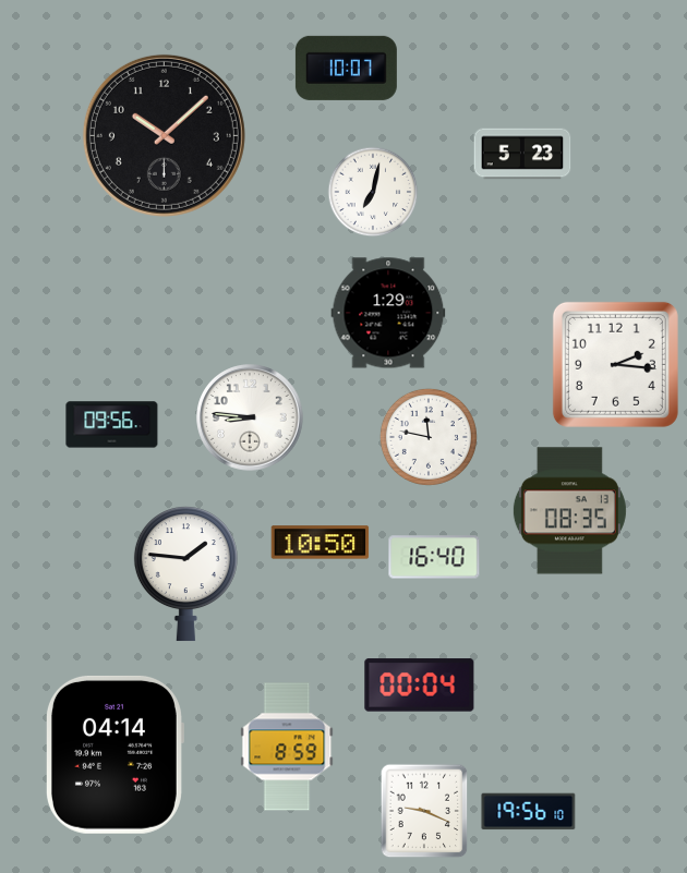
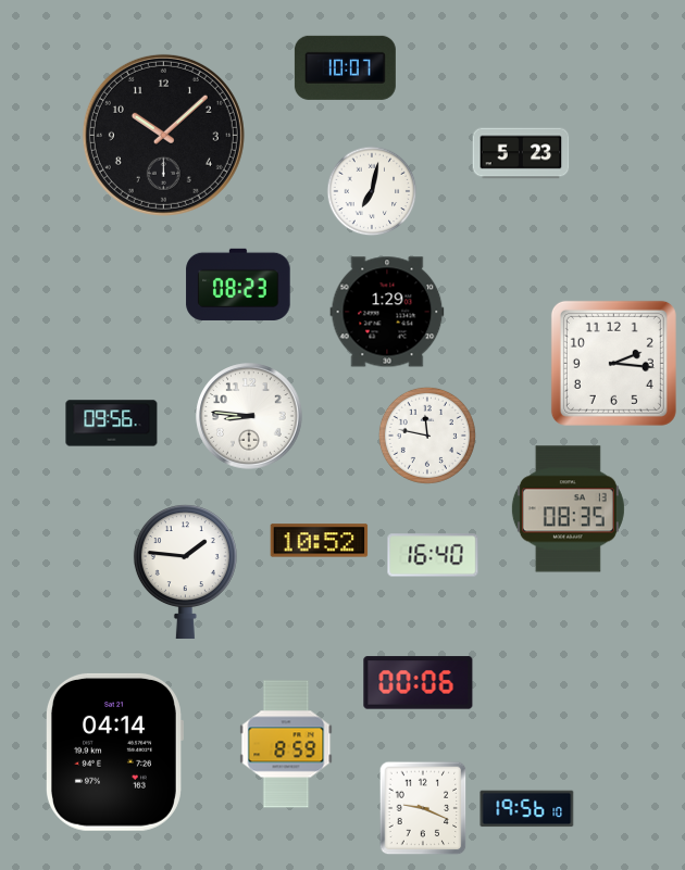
clock at (238, 285): none -> 08:23
clock at (321, 543): 10:50 -> 10:52
clock at (420, 686): 00:04 -> 00:06
